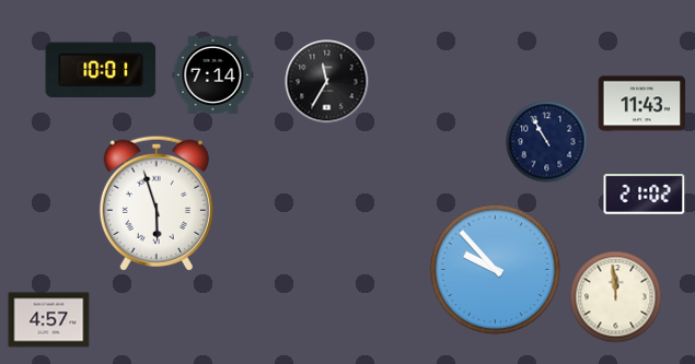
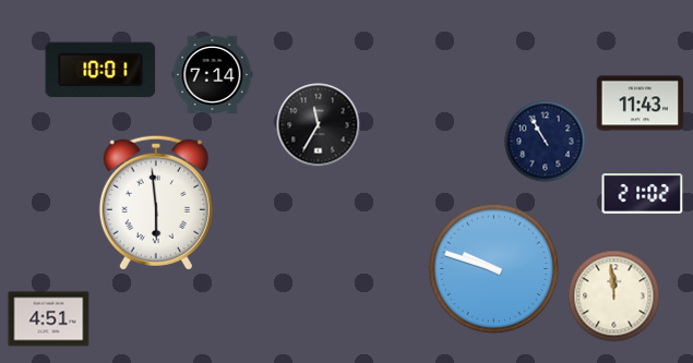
clock at (327, 82) position: (327, 82) -> (319, 125)
clock at (157, 203): 5:57 -> 5:59
clock at (496, 270): 9:53 -> 9:48
clock at (49, 320): 4:57 -> 4:51
